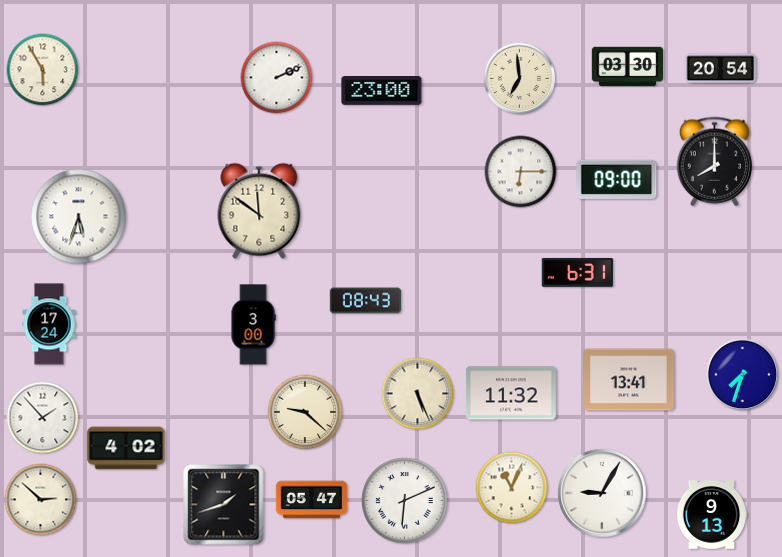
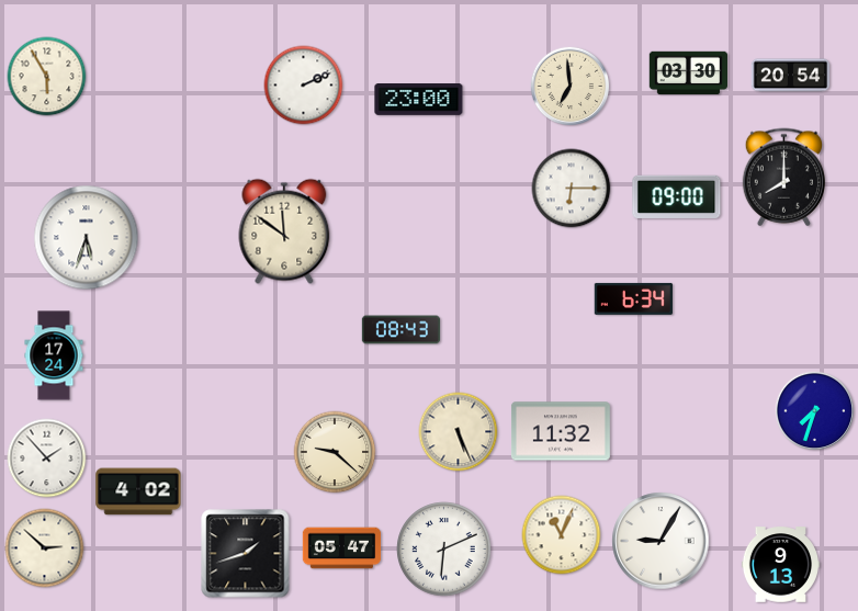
clock at (577, 272): 6:31 -> 6:34
clock at (253, 325): 3:00 -> none
clock at (629, 380): 13:41 -> none
